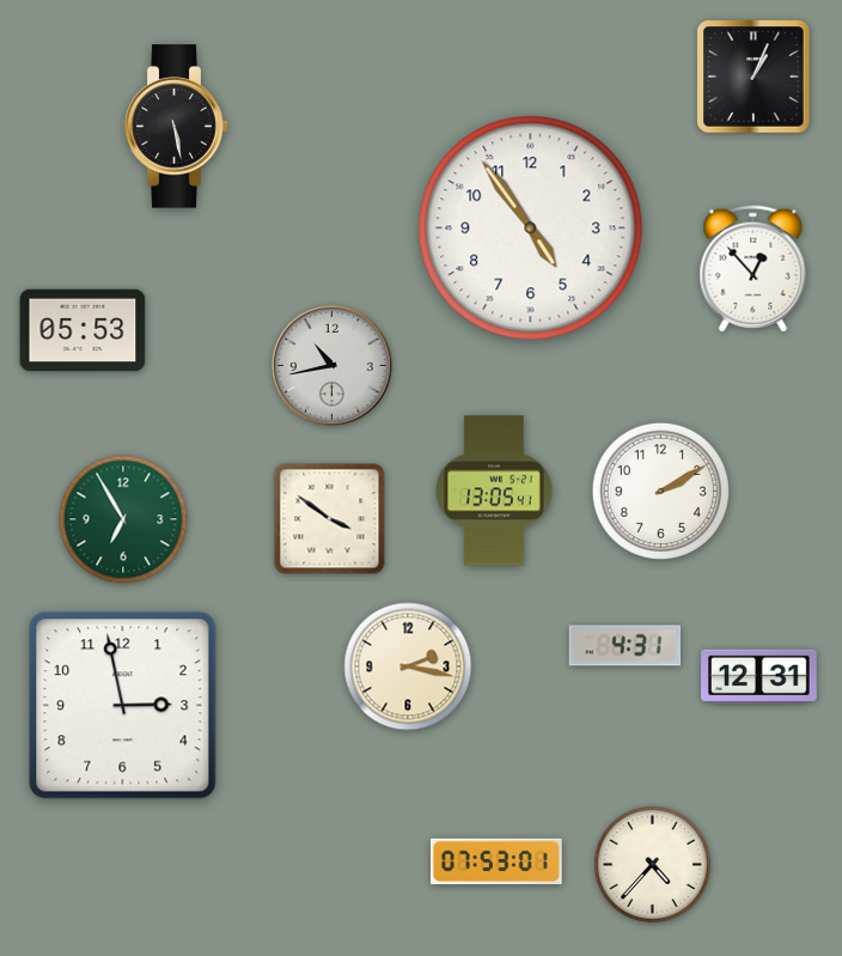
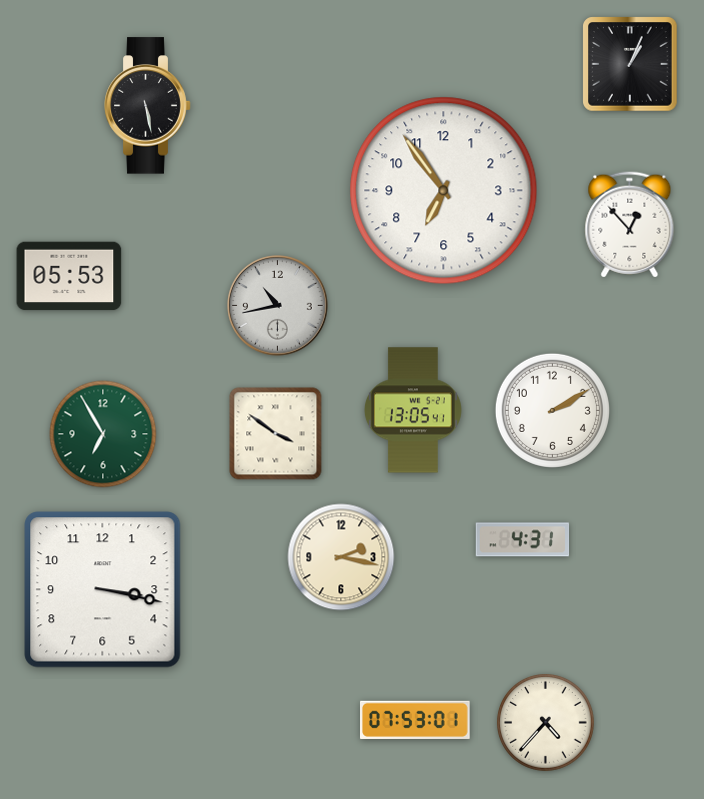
clock at (531, 229): 4:54 -> 6:54
clock at (759, 676): 12:31 -> none
clock at (123, 706): 2:58 -> 3:17
